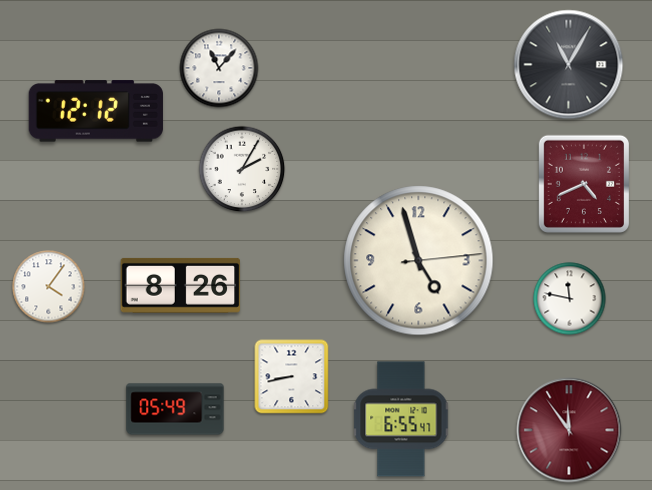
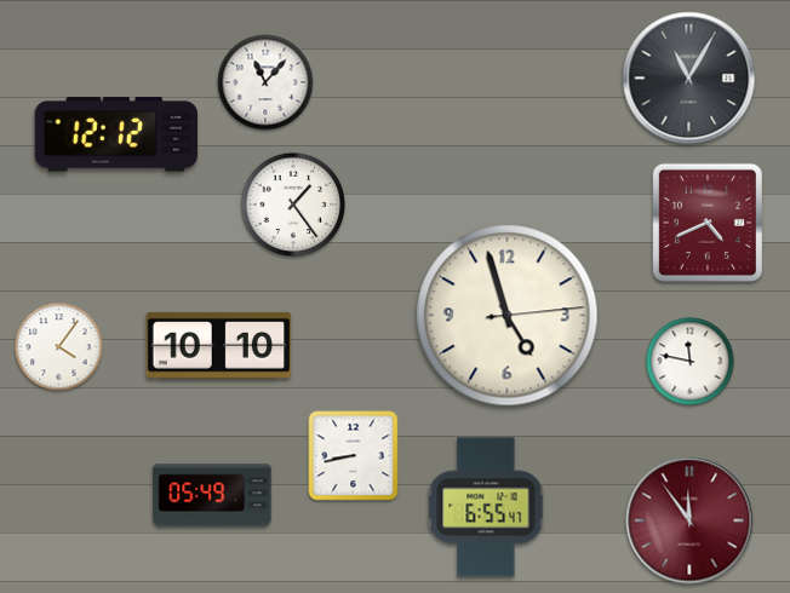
clock at (242, 169): 2:05 -> 1:24
clock at (181, 285): 8:26 -> 10:10
